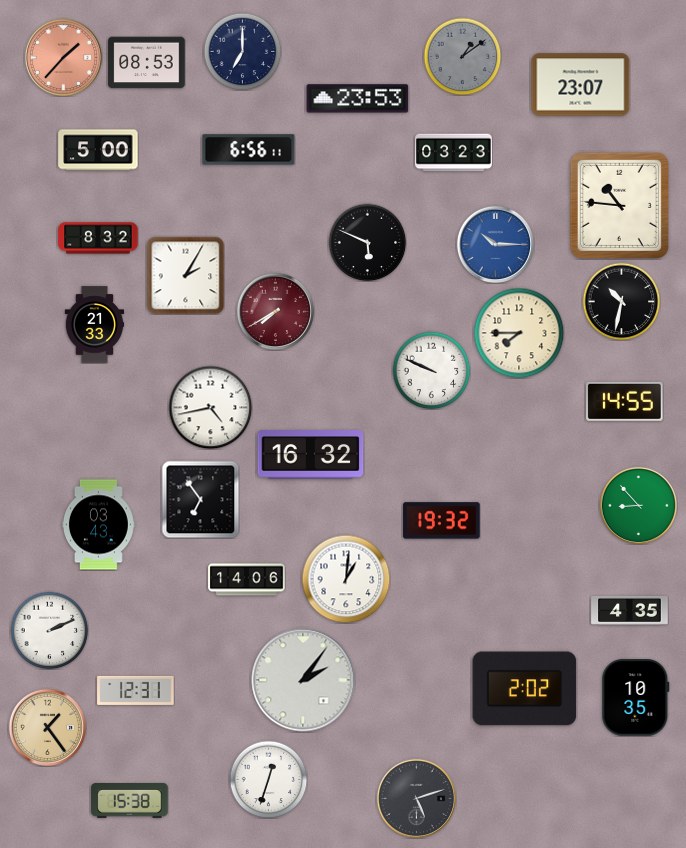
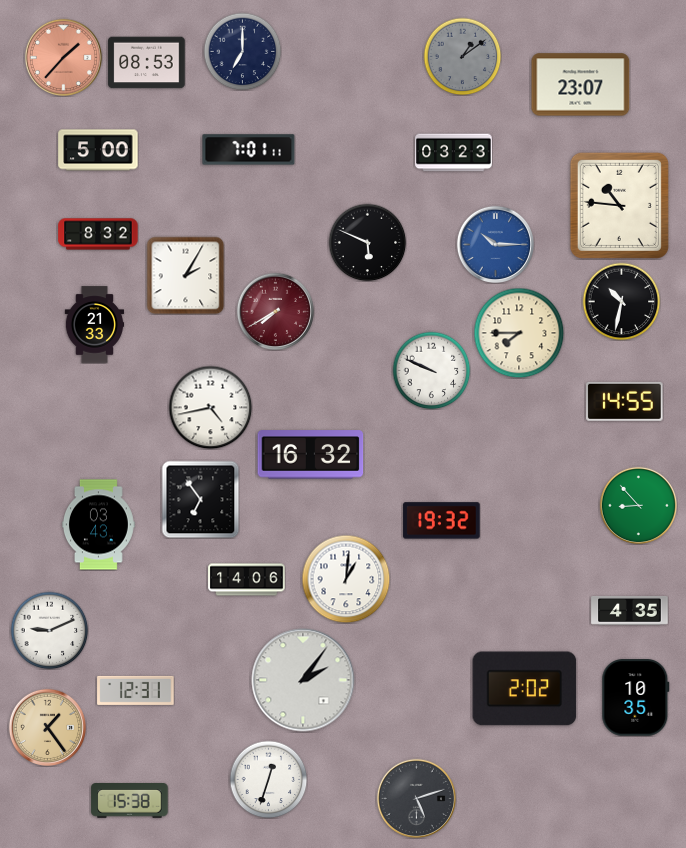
clock at (358, 99): 23:53 -> none
clock at (249, 150): 6:56 -> 7:01
clock at (98, 238) position: (98, 238) -> (98, 234)
clock at (49, 630): 2:11 -> 9:11
